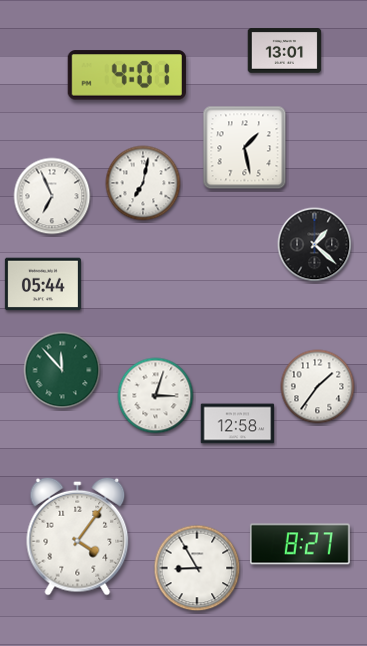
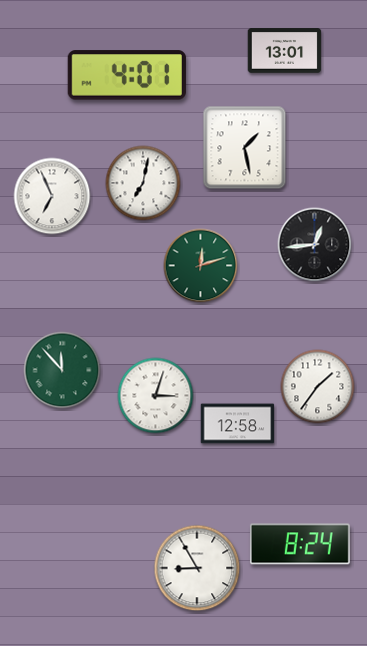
clock at (315, 245): 1:22 -> 12:44
clock at (201, 266): none -> 12:12
clock at (43, 284): 05:44 -> none
clock at (78, 536): 4:06 -> none
clock at (300, 544): 8:27 -> 8:24
